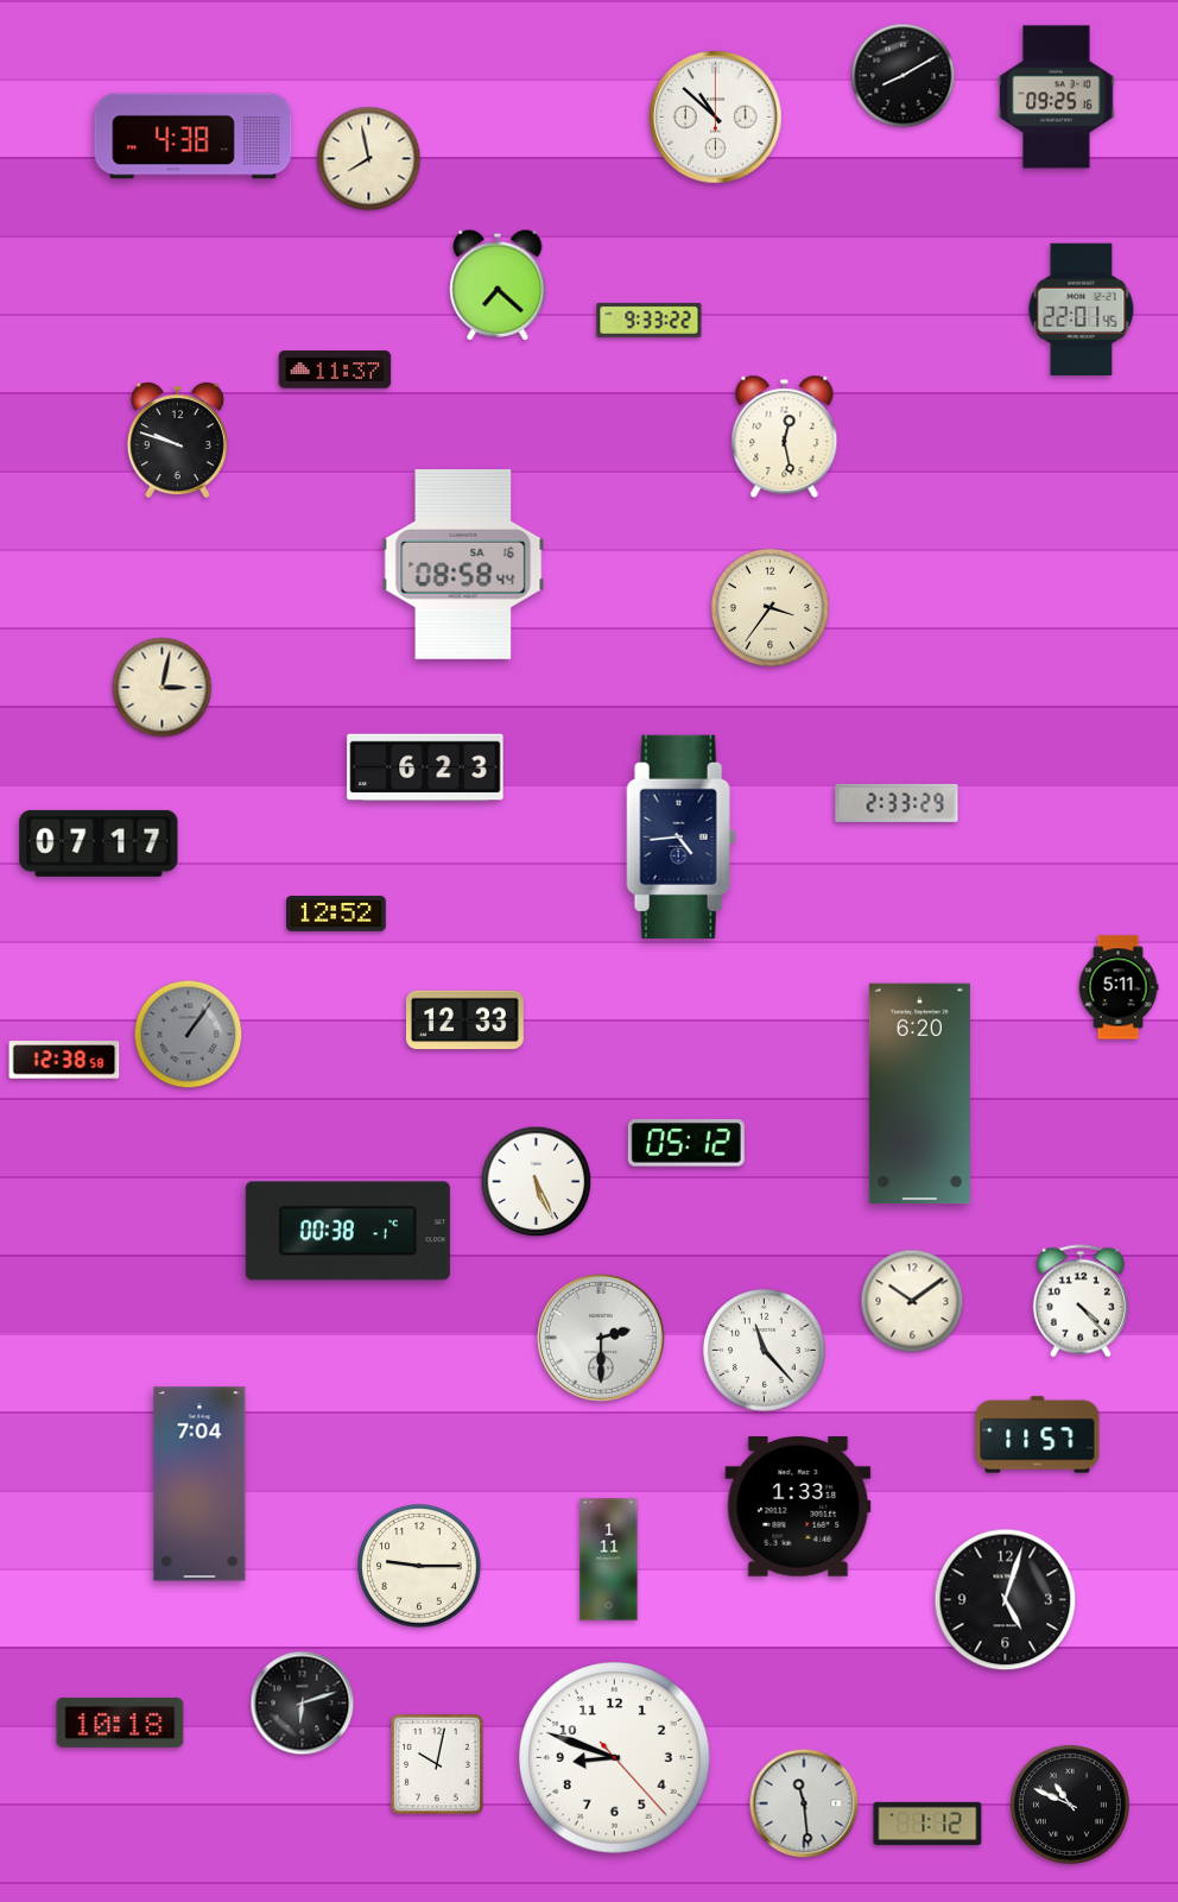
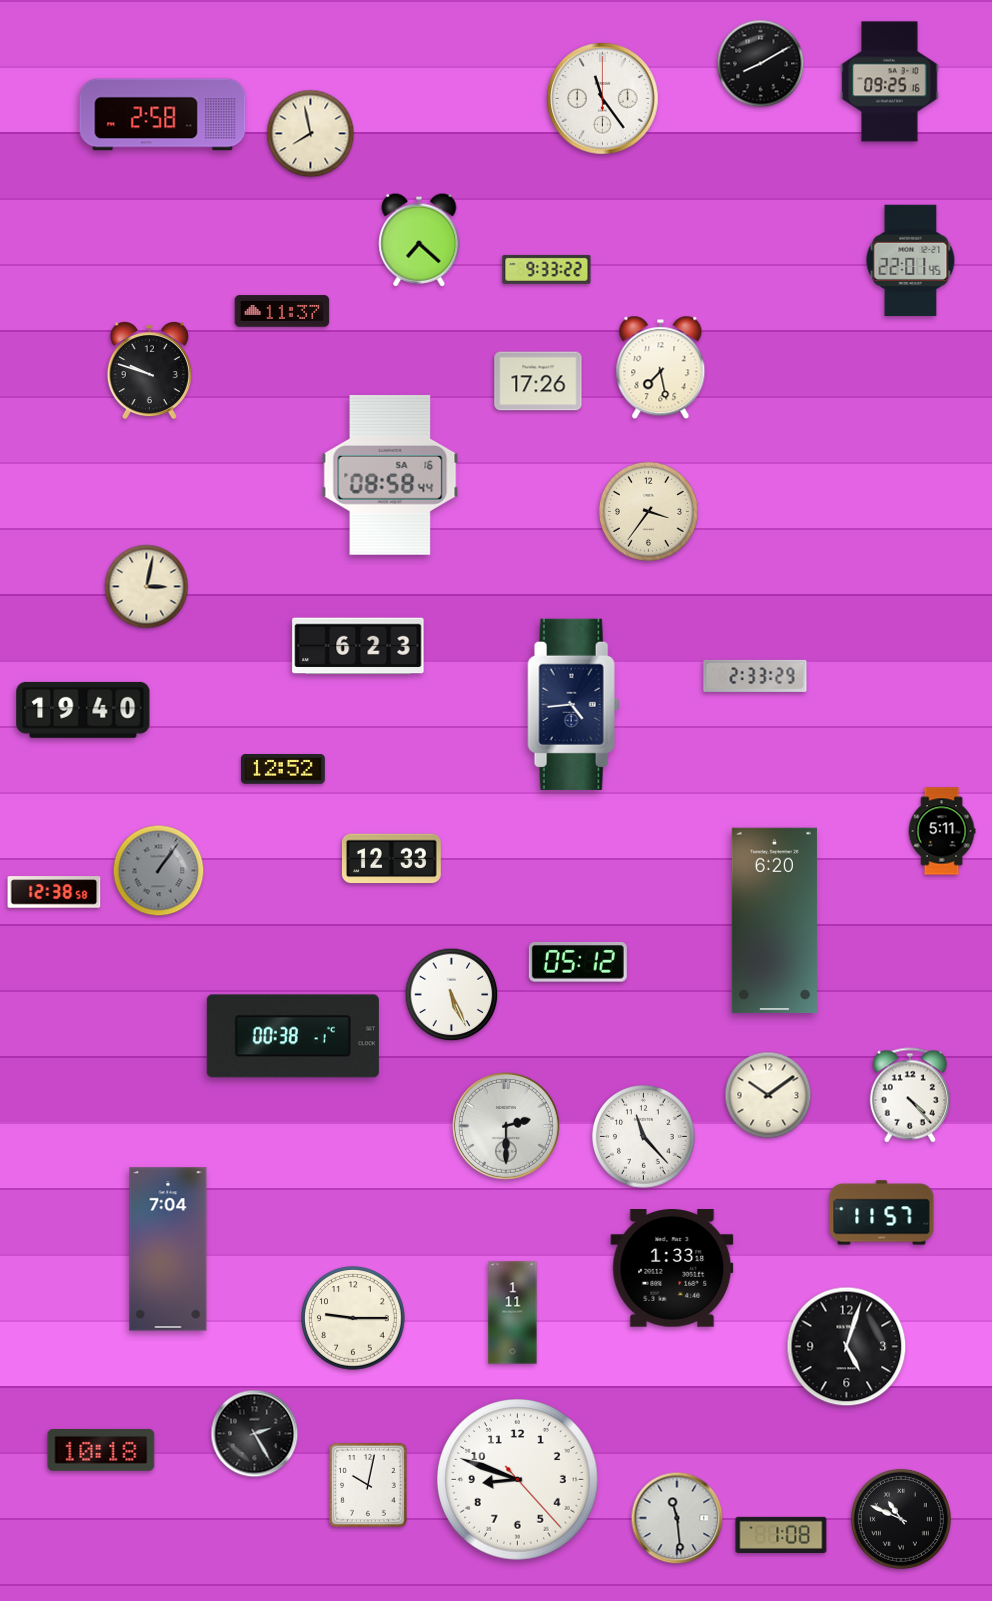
clock at (716, 118): 10:52 -> 11:24
clock at (194, 137): 4:38 -> 2:58
clock at (785, 437): 12:28 -> 7:28
clock at (538, 381): none -> 17:26
clock at (163, 688) position: (163, 688) -> (147, 587)
clock at (99, 843): 07:17 -> 19:40
clock at (1038, 1435) position: (1038, 1435) -> (882, 1213)
clock at (303, 1704): 6:12 -> 2:25
clock at (927, 1824): 1:12 -> 1:08
